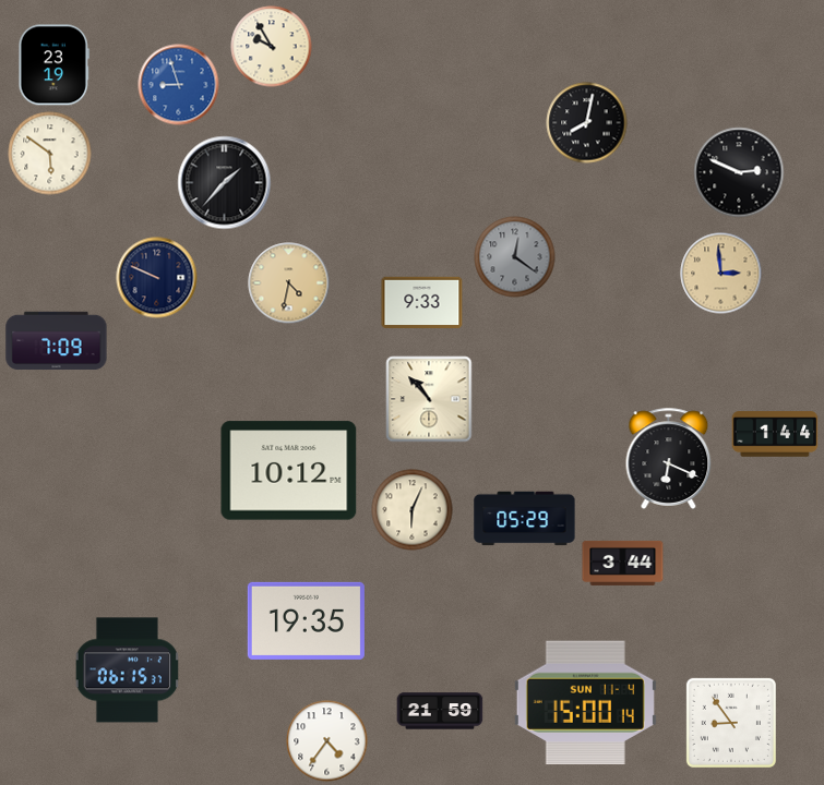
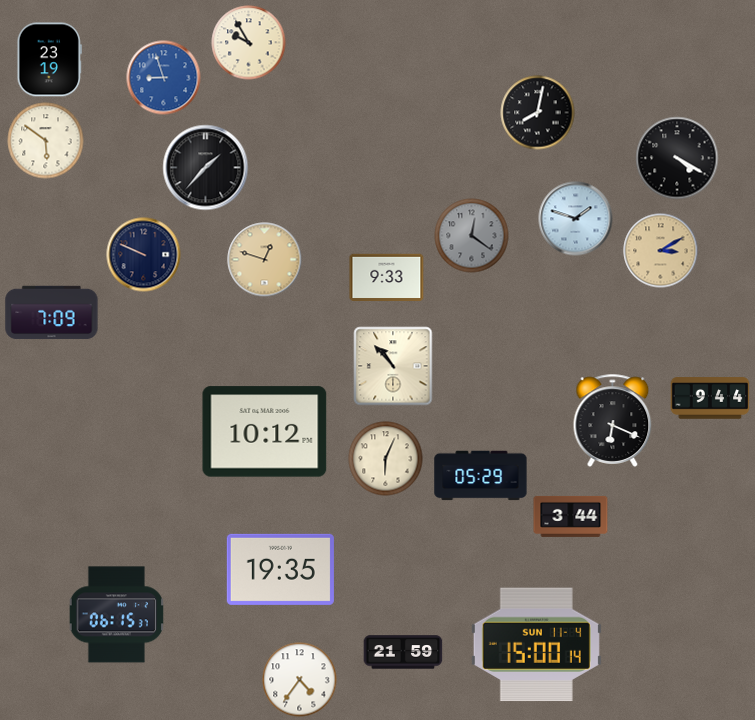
clock at (739, 172): 2:49 -> 4:20
clock at (576, 219): none -> 1:48
clock at (721, 274): 2:59 -> 3:10
clock at (289, 283): 4:32 -> 12:48
clock at (775, 434): 1:44 -> 9:44
clock at (413, 510) position: (413, 510) -> (386, 459)
clock at (731, 723): 8:54 -> none
